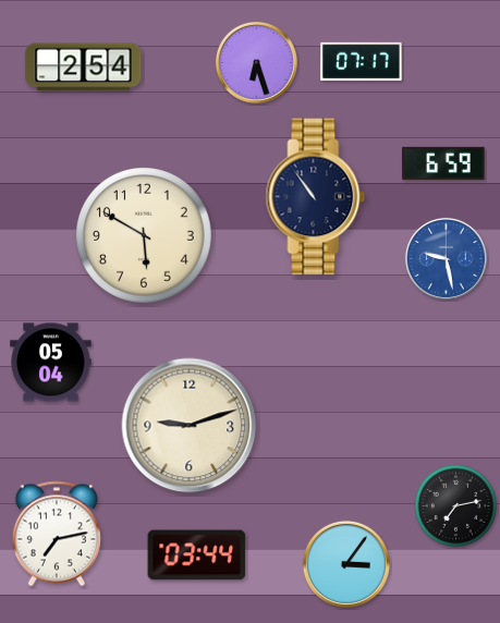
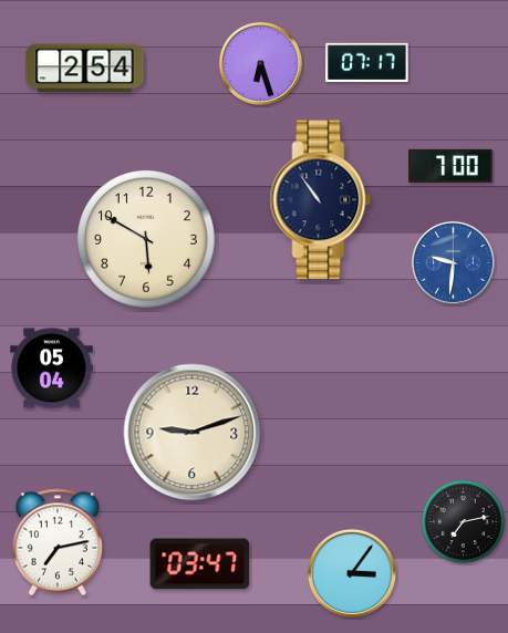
clock at (443, 163): 6:59 -> 7:00
clock at (446, 258): 9:28 -> 9:31
clock at (456, 506) position: (456, 506) -> (464, 522)
clock at (197, 555): 03:44 -> 03:47
